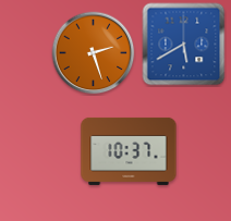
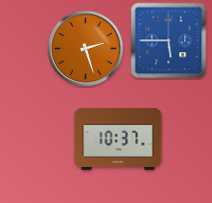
clock at (184, 45): 5:40 -> 5:45
